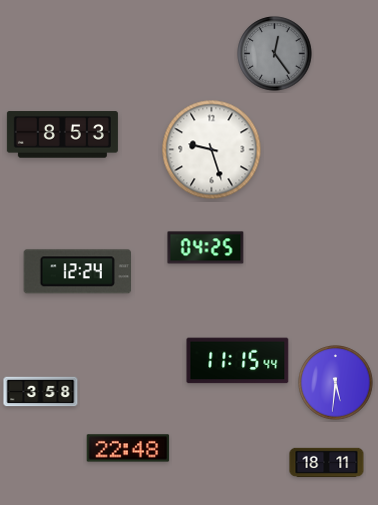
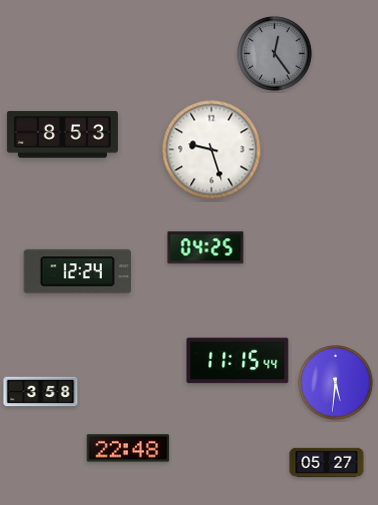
clock at (327, 463): 18:11 -> 05:27
